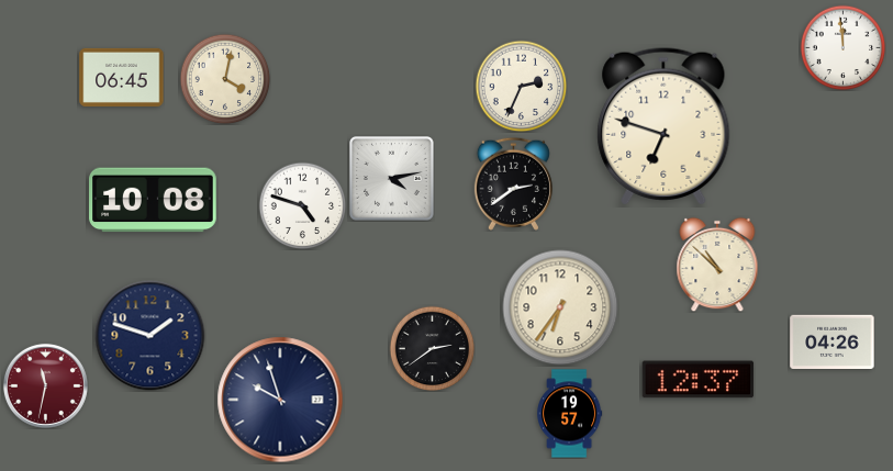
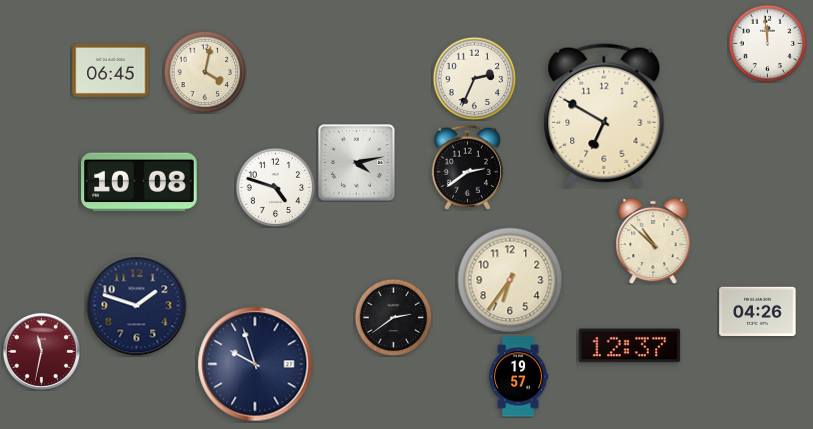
clock at (663, 126): 6:48 -> 6:50
clock at (699, 380) position: (699, 380) -> (630, 346)
